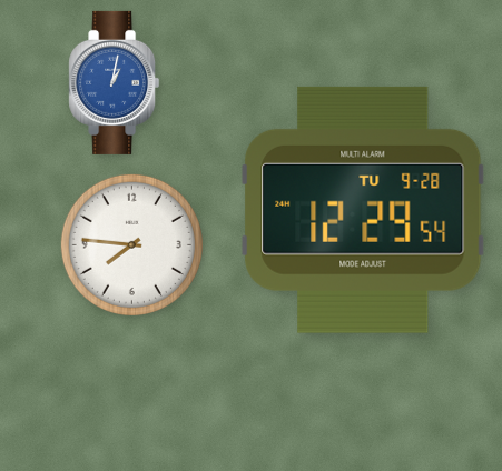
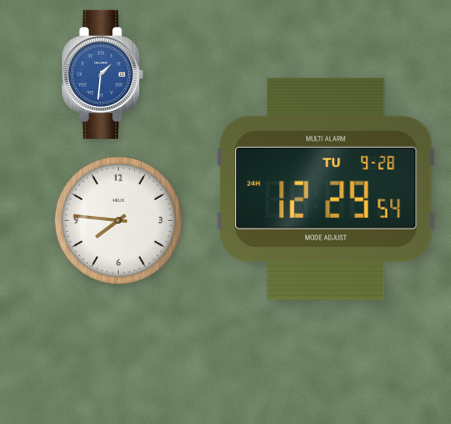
clock at (115, 82): 1:02 -> 1:31
